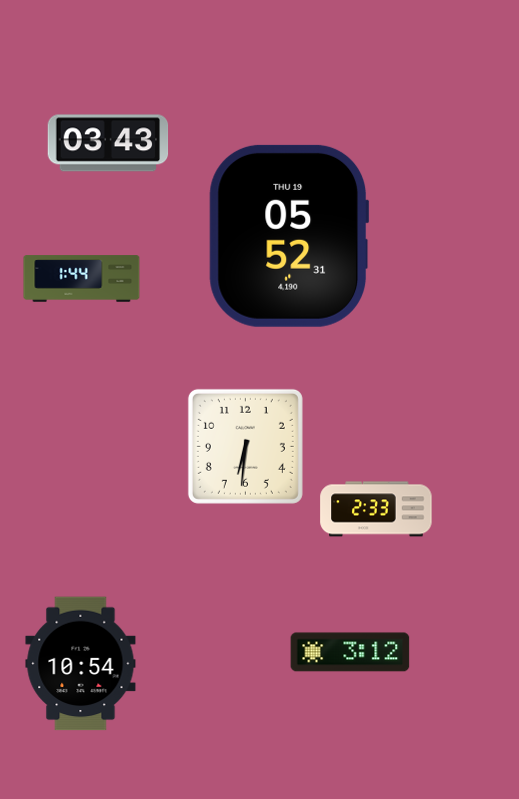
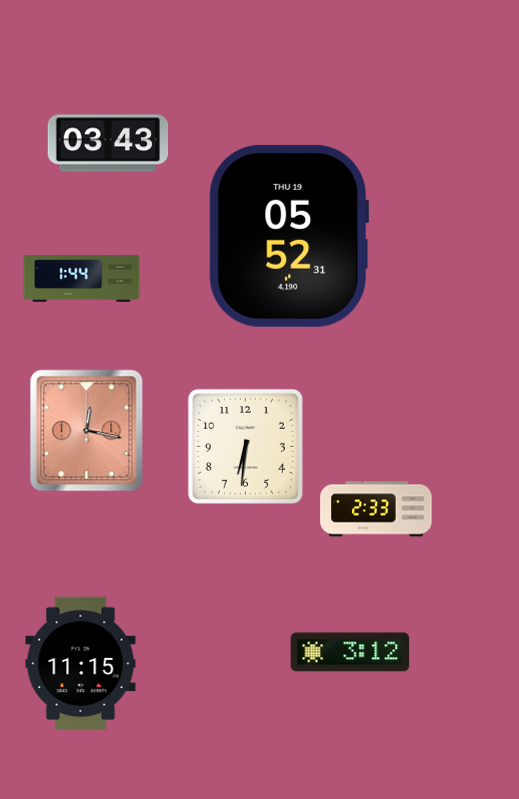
clock at (87, 431): none -> 12:17
clock at (81, 664): 10:54 -> 11:15
